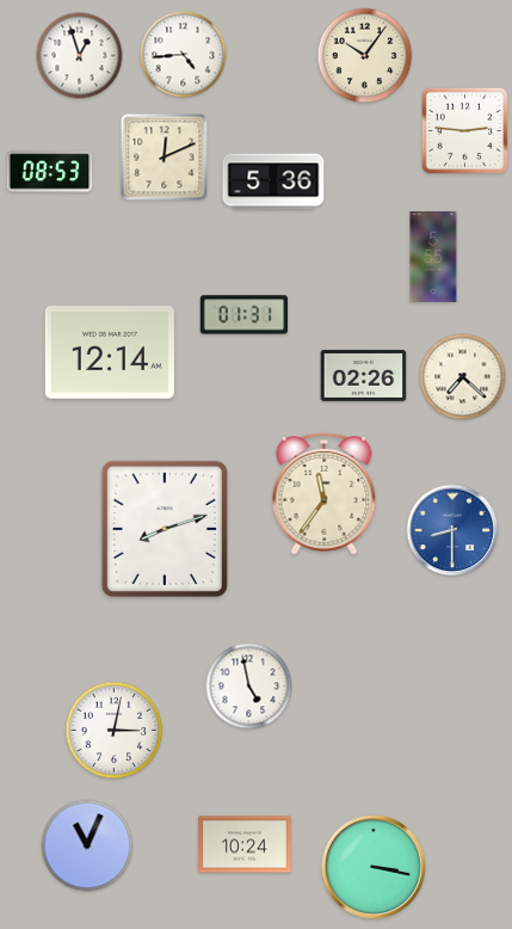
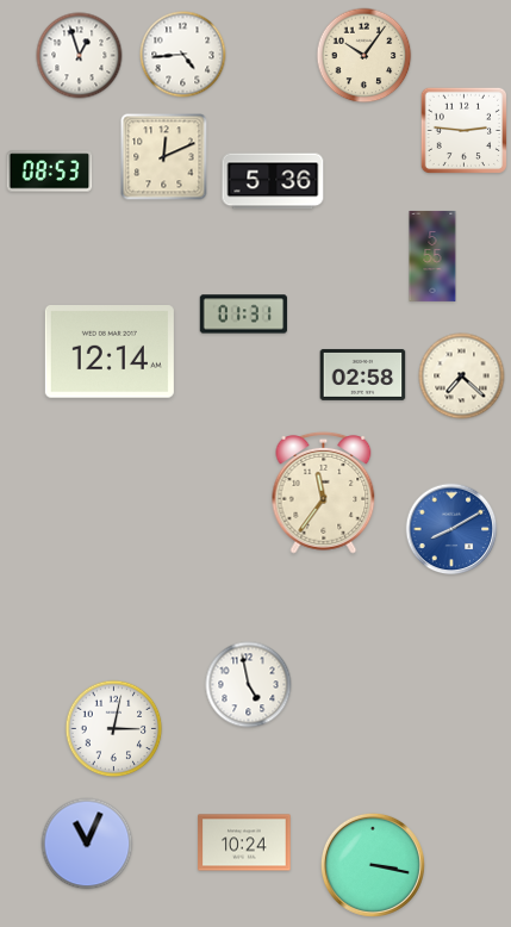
clock at (364, 375): 02:26 -> 02:58
clock at (165, 529): 8:12 -> none
clock at (452, 530): 8:30 -> 8:10
